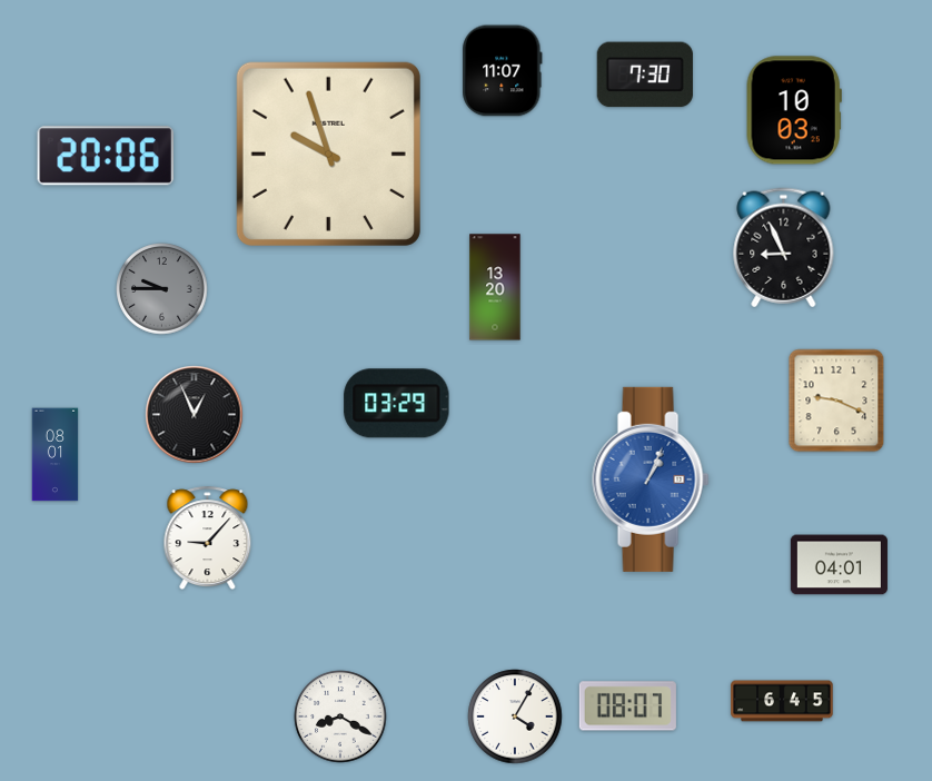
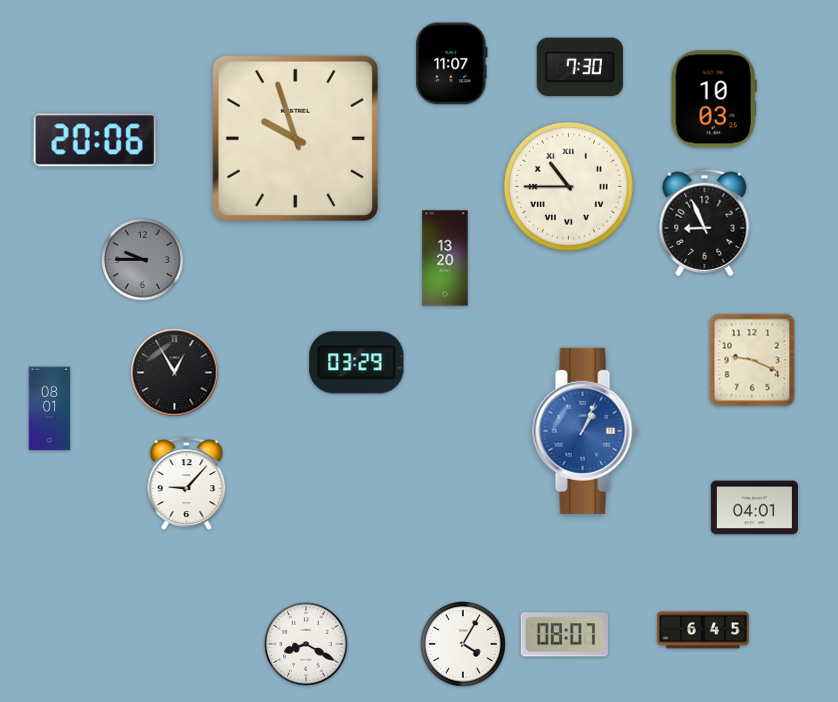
clock at (568, 186): none -> 10:45
clock at (162, 289) position: (162, 289) -> (143, 260)
clock at (195, 415): 12:56 -> 12:55
